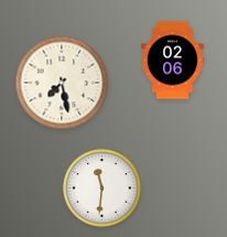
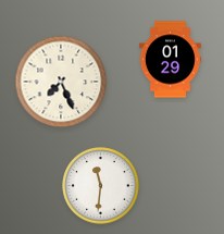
clock at (172, 61): 02:06 -> 01:29
clock at (62, 83): 7:28 -> 7:26
